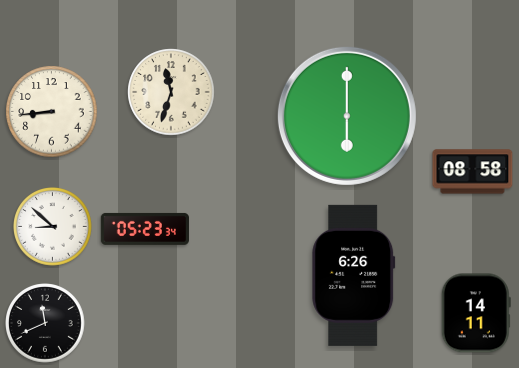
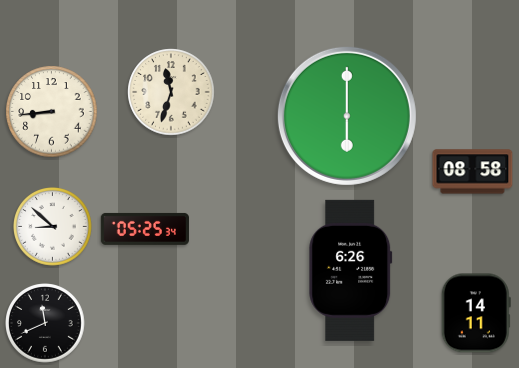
clock at (145, 229): 05:23 -> 05:25
clock at (354, 275) position: (354, 275) -> (351, 270)
